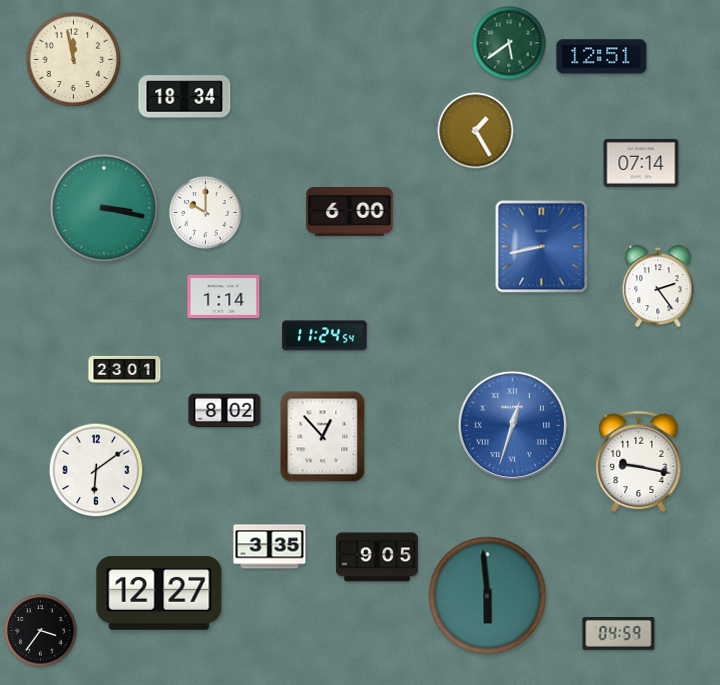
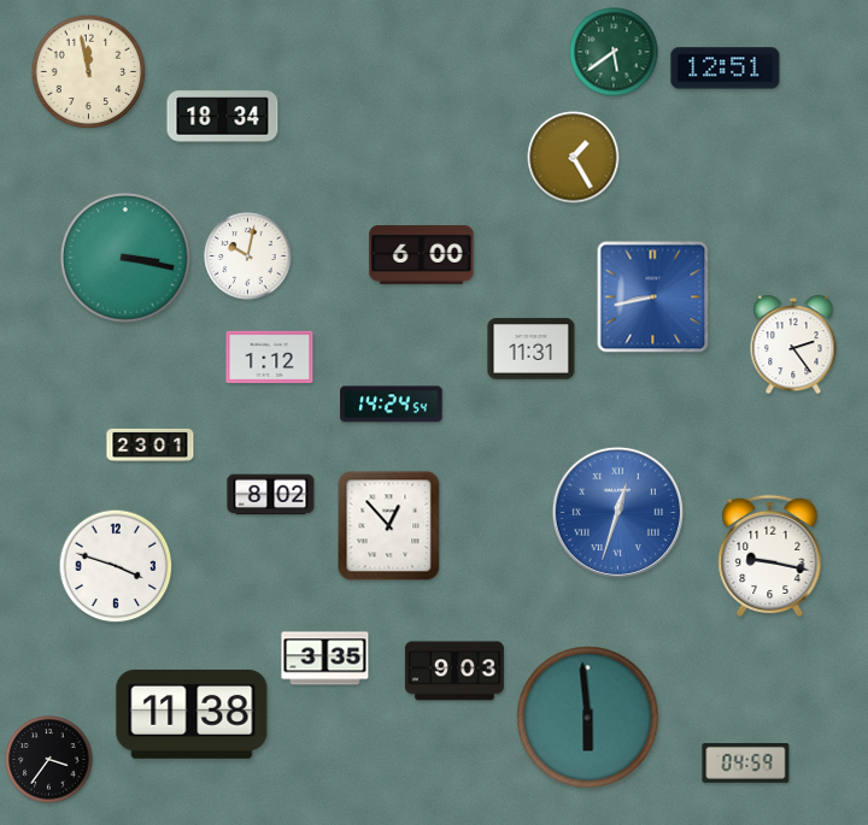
clock at (641, 163): 07:14 -> none
clock at (104, 208) position: (104, 208) -> (125, 258)
clock at (206, 213): 10:00 -> 10:02
clock at (532, 349): none -> 11:31
clock at (224, 297): 1:14 -> 1:12
clock at (325, 336): 11:24 -> 14:24
clock at (96, 470): 6:09 -> 3:48
clock at (377, 557): 9:05 -> 9:03
clock at (159, 593): 12:27 -> 11:38
